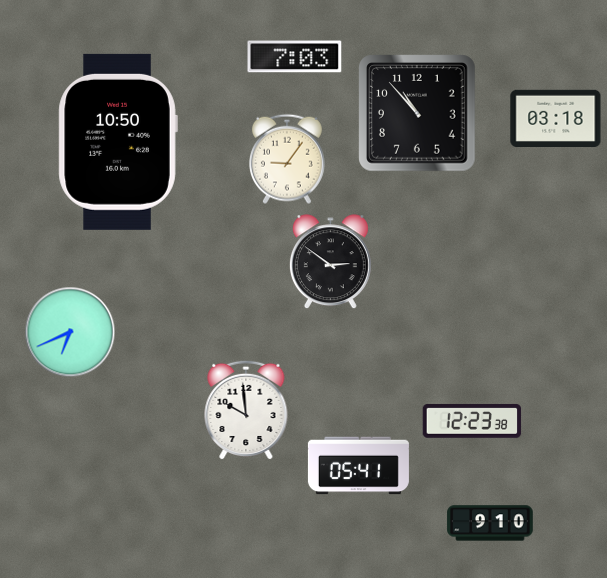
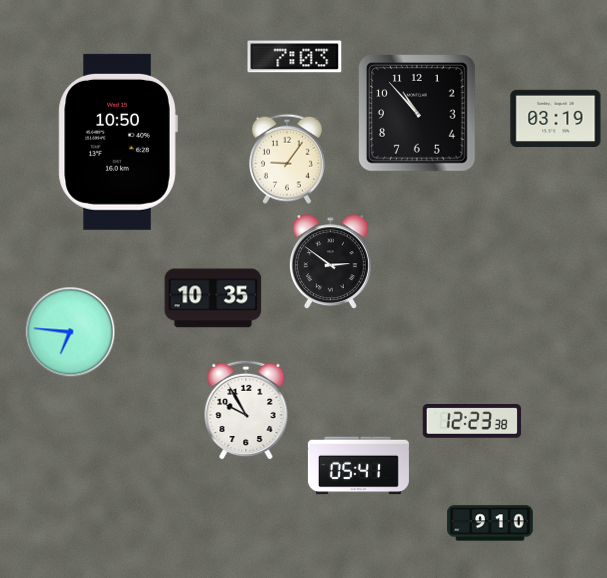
clock at (556, 118): 03:18 -> 03:19
clock at (213, 298): none -> 10:35
clock at (70, 332): 6:41 -> 6:46
clock at (246, 410): 9:59 -> 9:55
